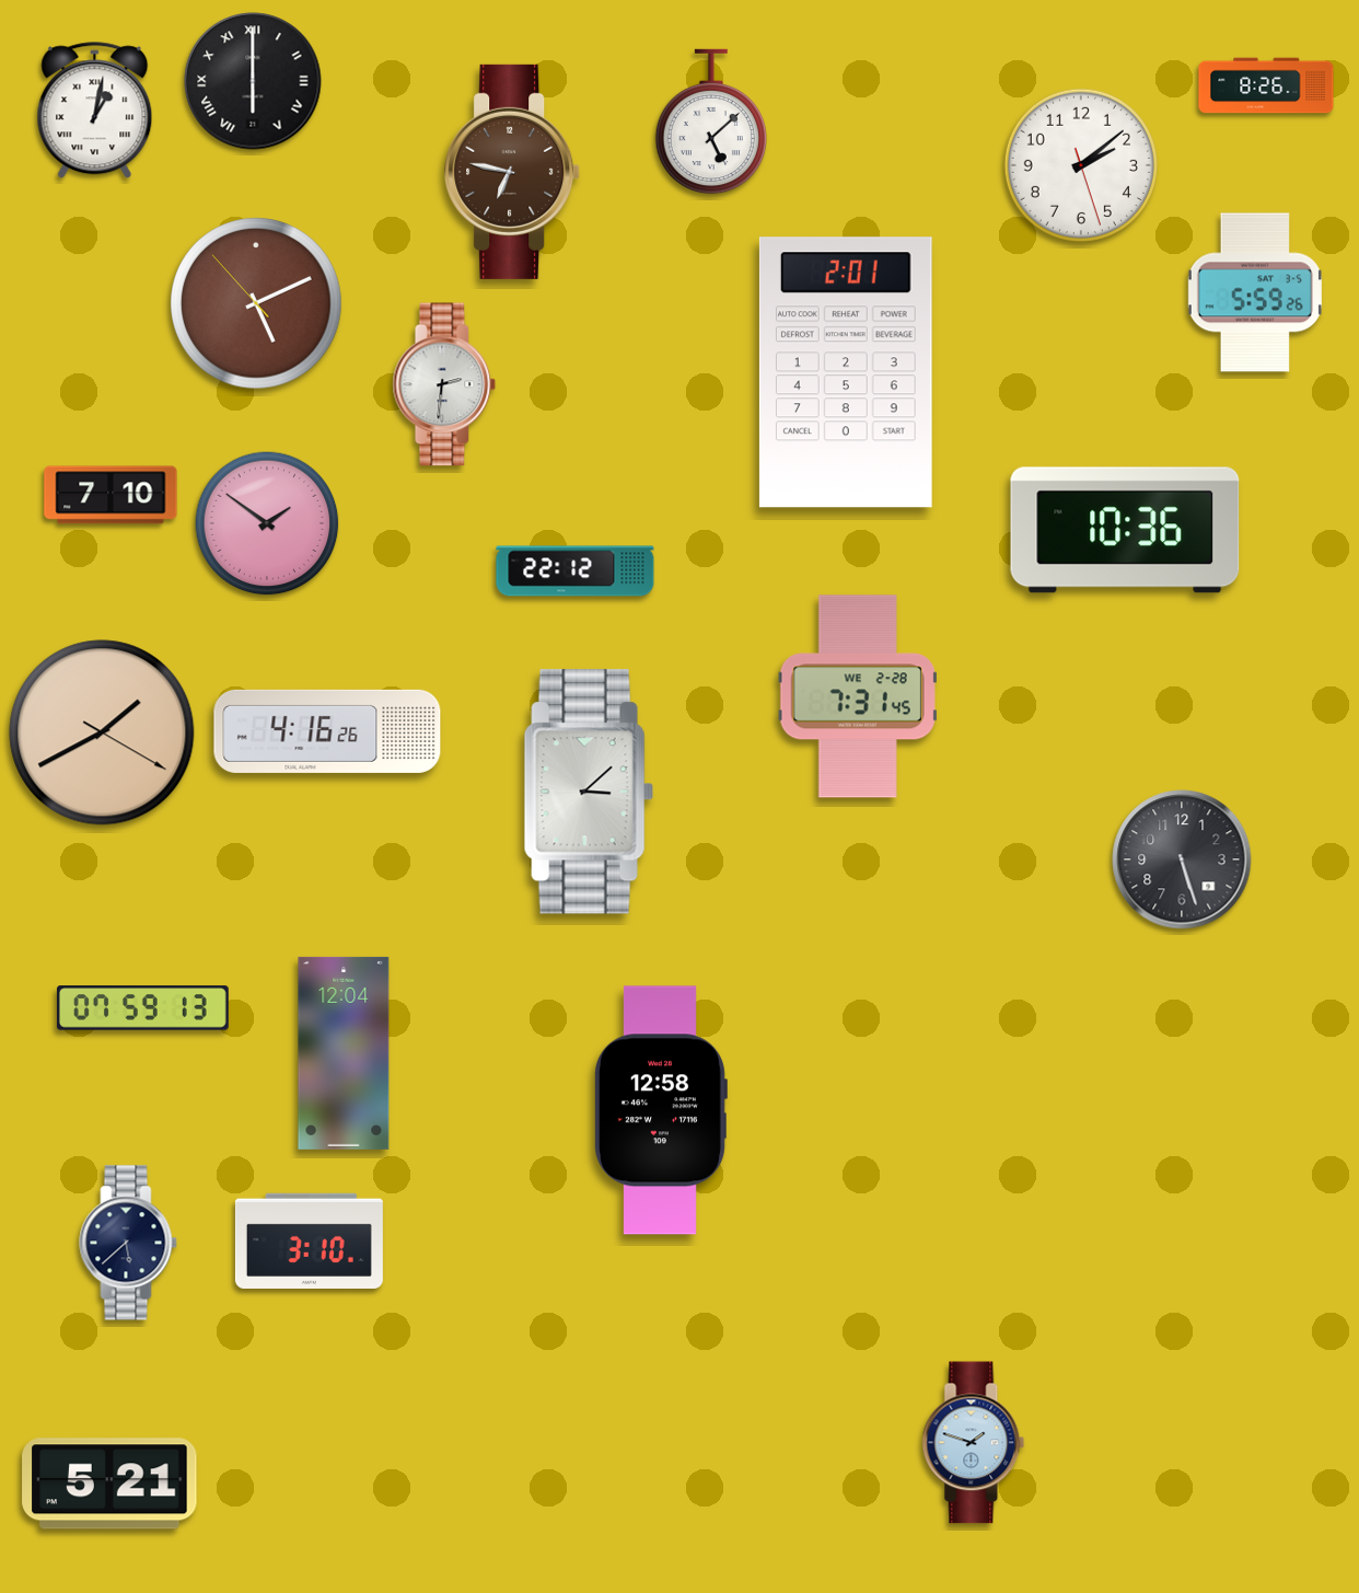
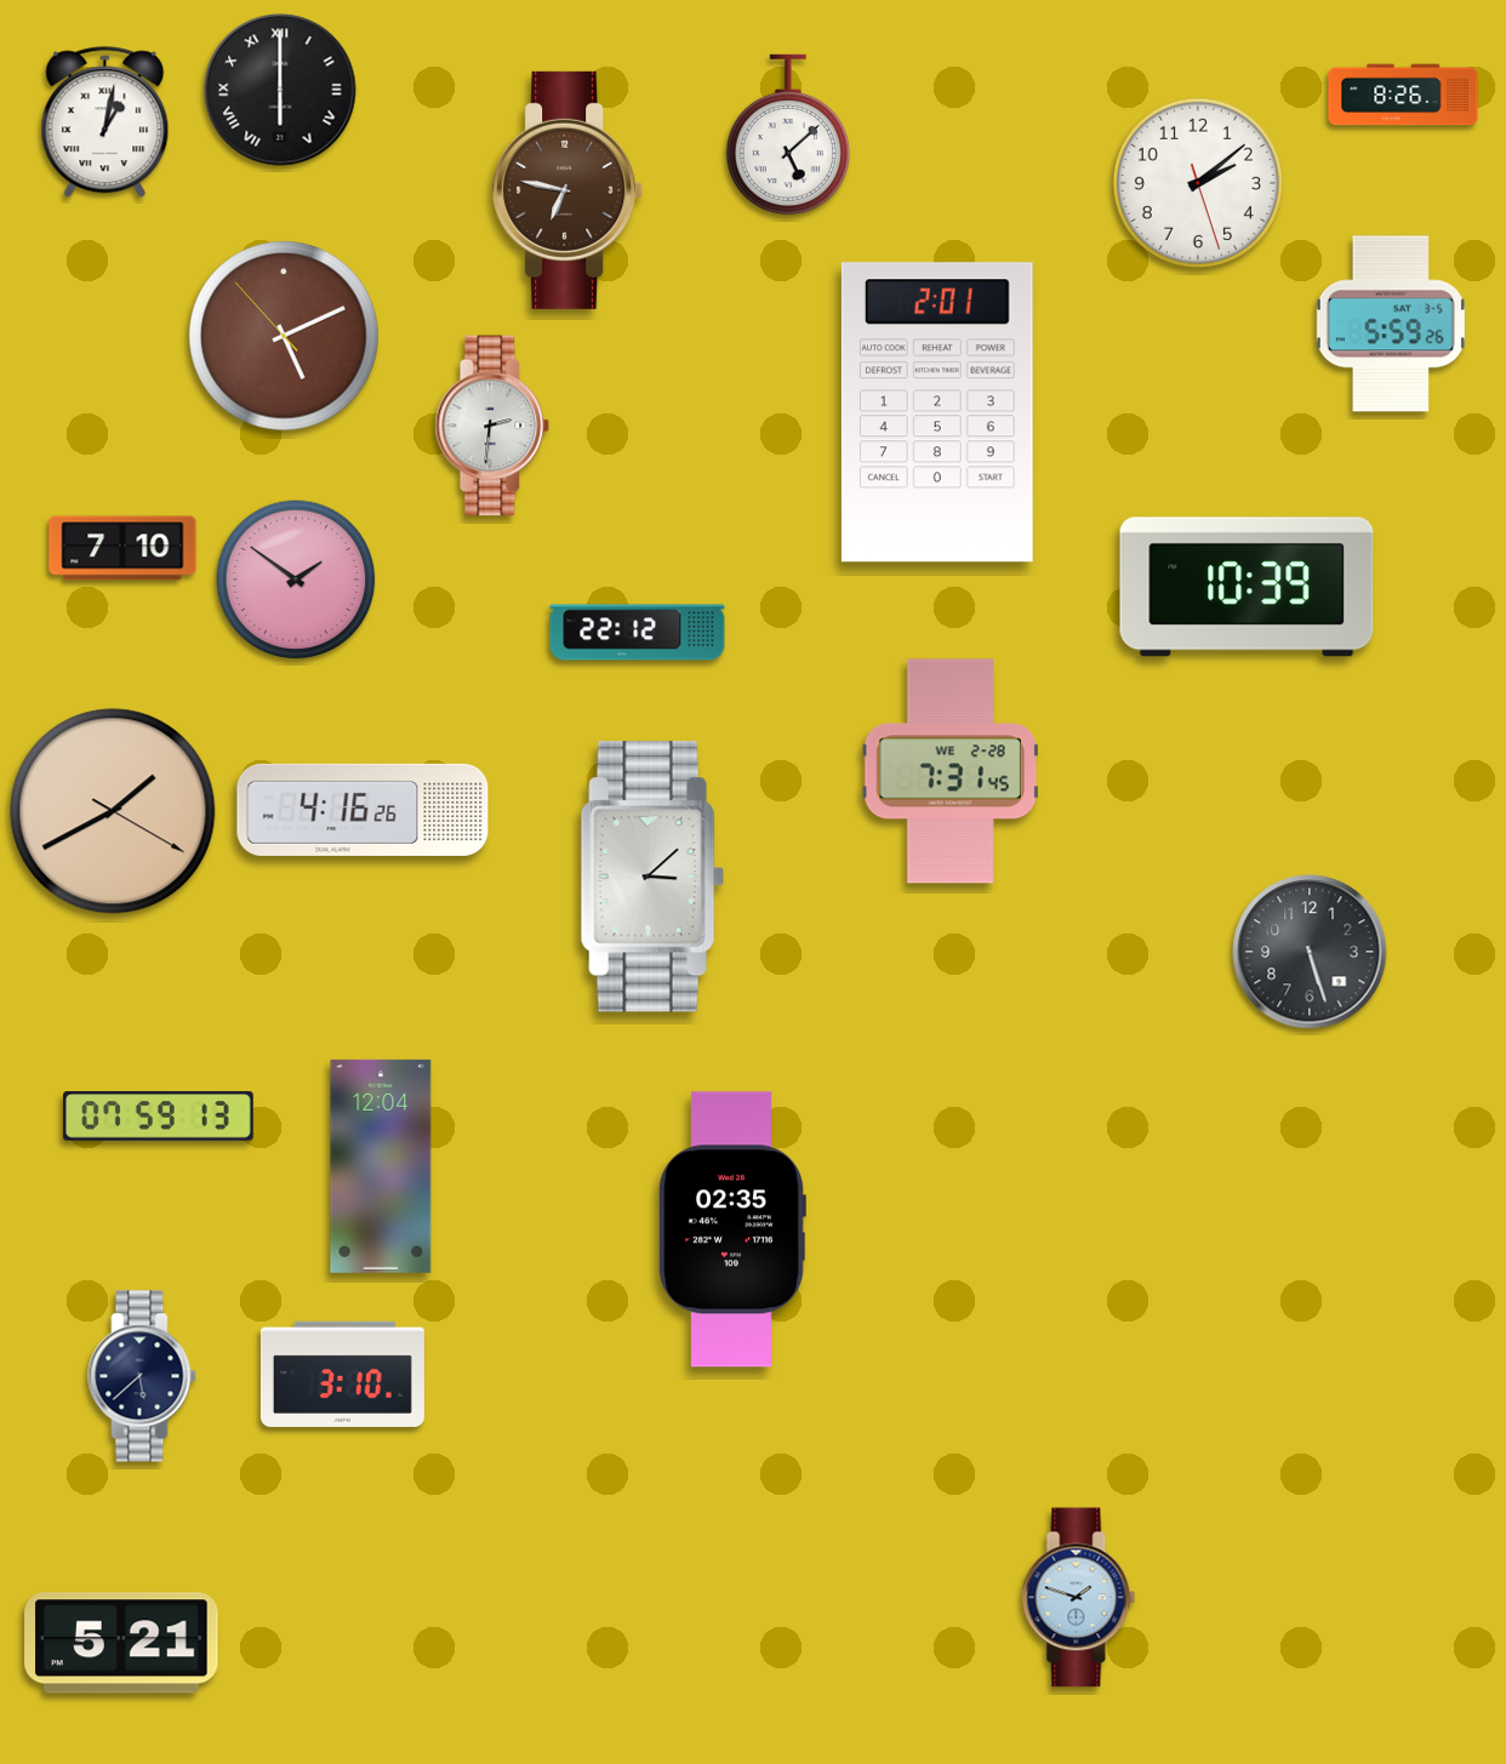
clock at (1125, 530): 10:36 -> 10:39
clock at (661, 1110): 12:58 -> 02:35
